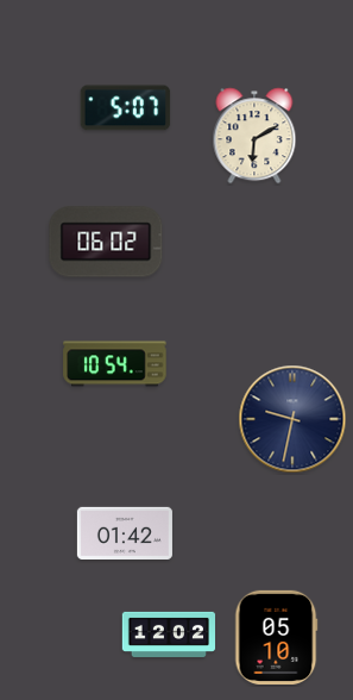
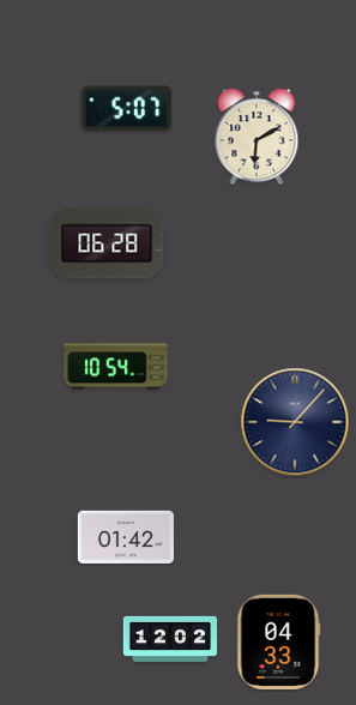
clock at (106, 242): 06:02 -> 06:28
clock at (292, 419): 9:32 -> 9:07
clock at (276, 637): 05:10 -> 04:33
